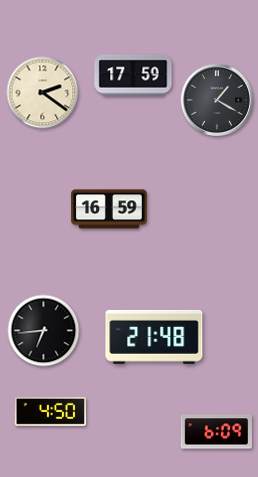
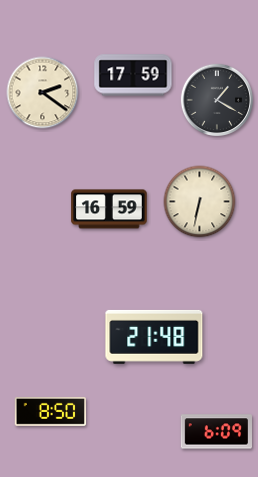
clock at (200, 202): none -> 6:32
clock at (44, 331): 6:44 -> none
clock at (50, 411): 4:50 -> 8:50
